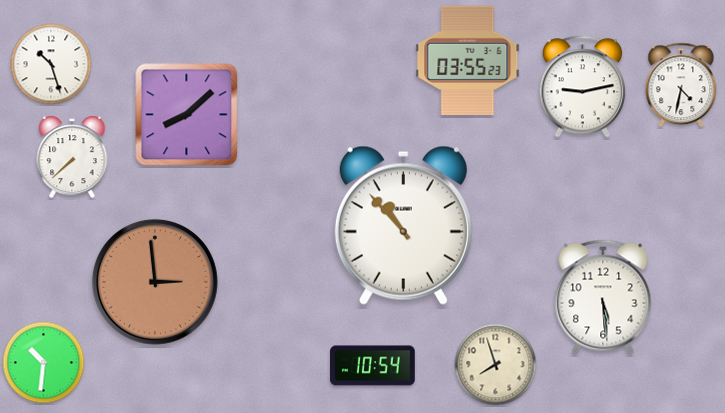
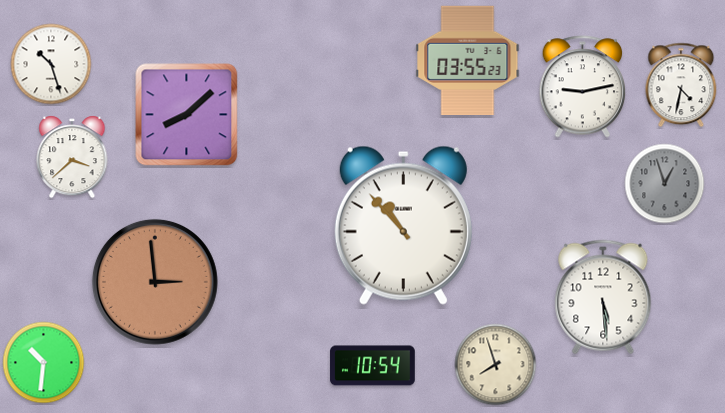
clock at (72, 157): 7:38 -> 3:38
clock at (665, 184): none -> 12:57
